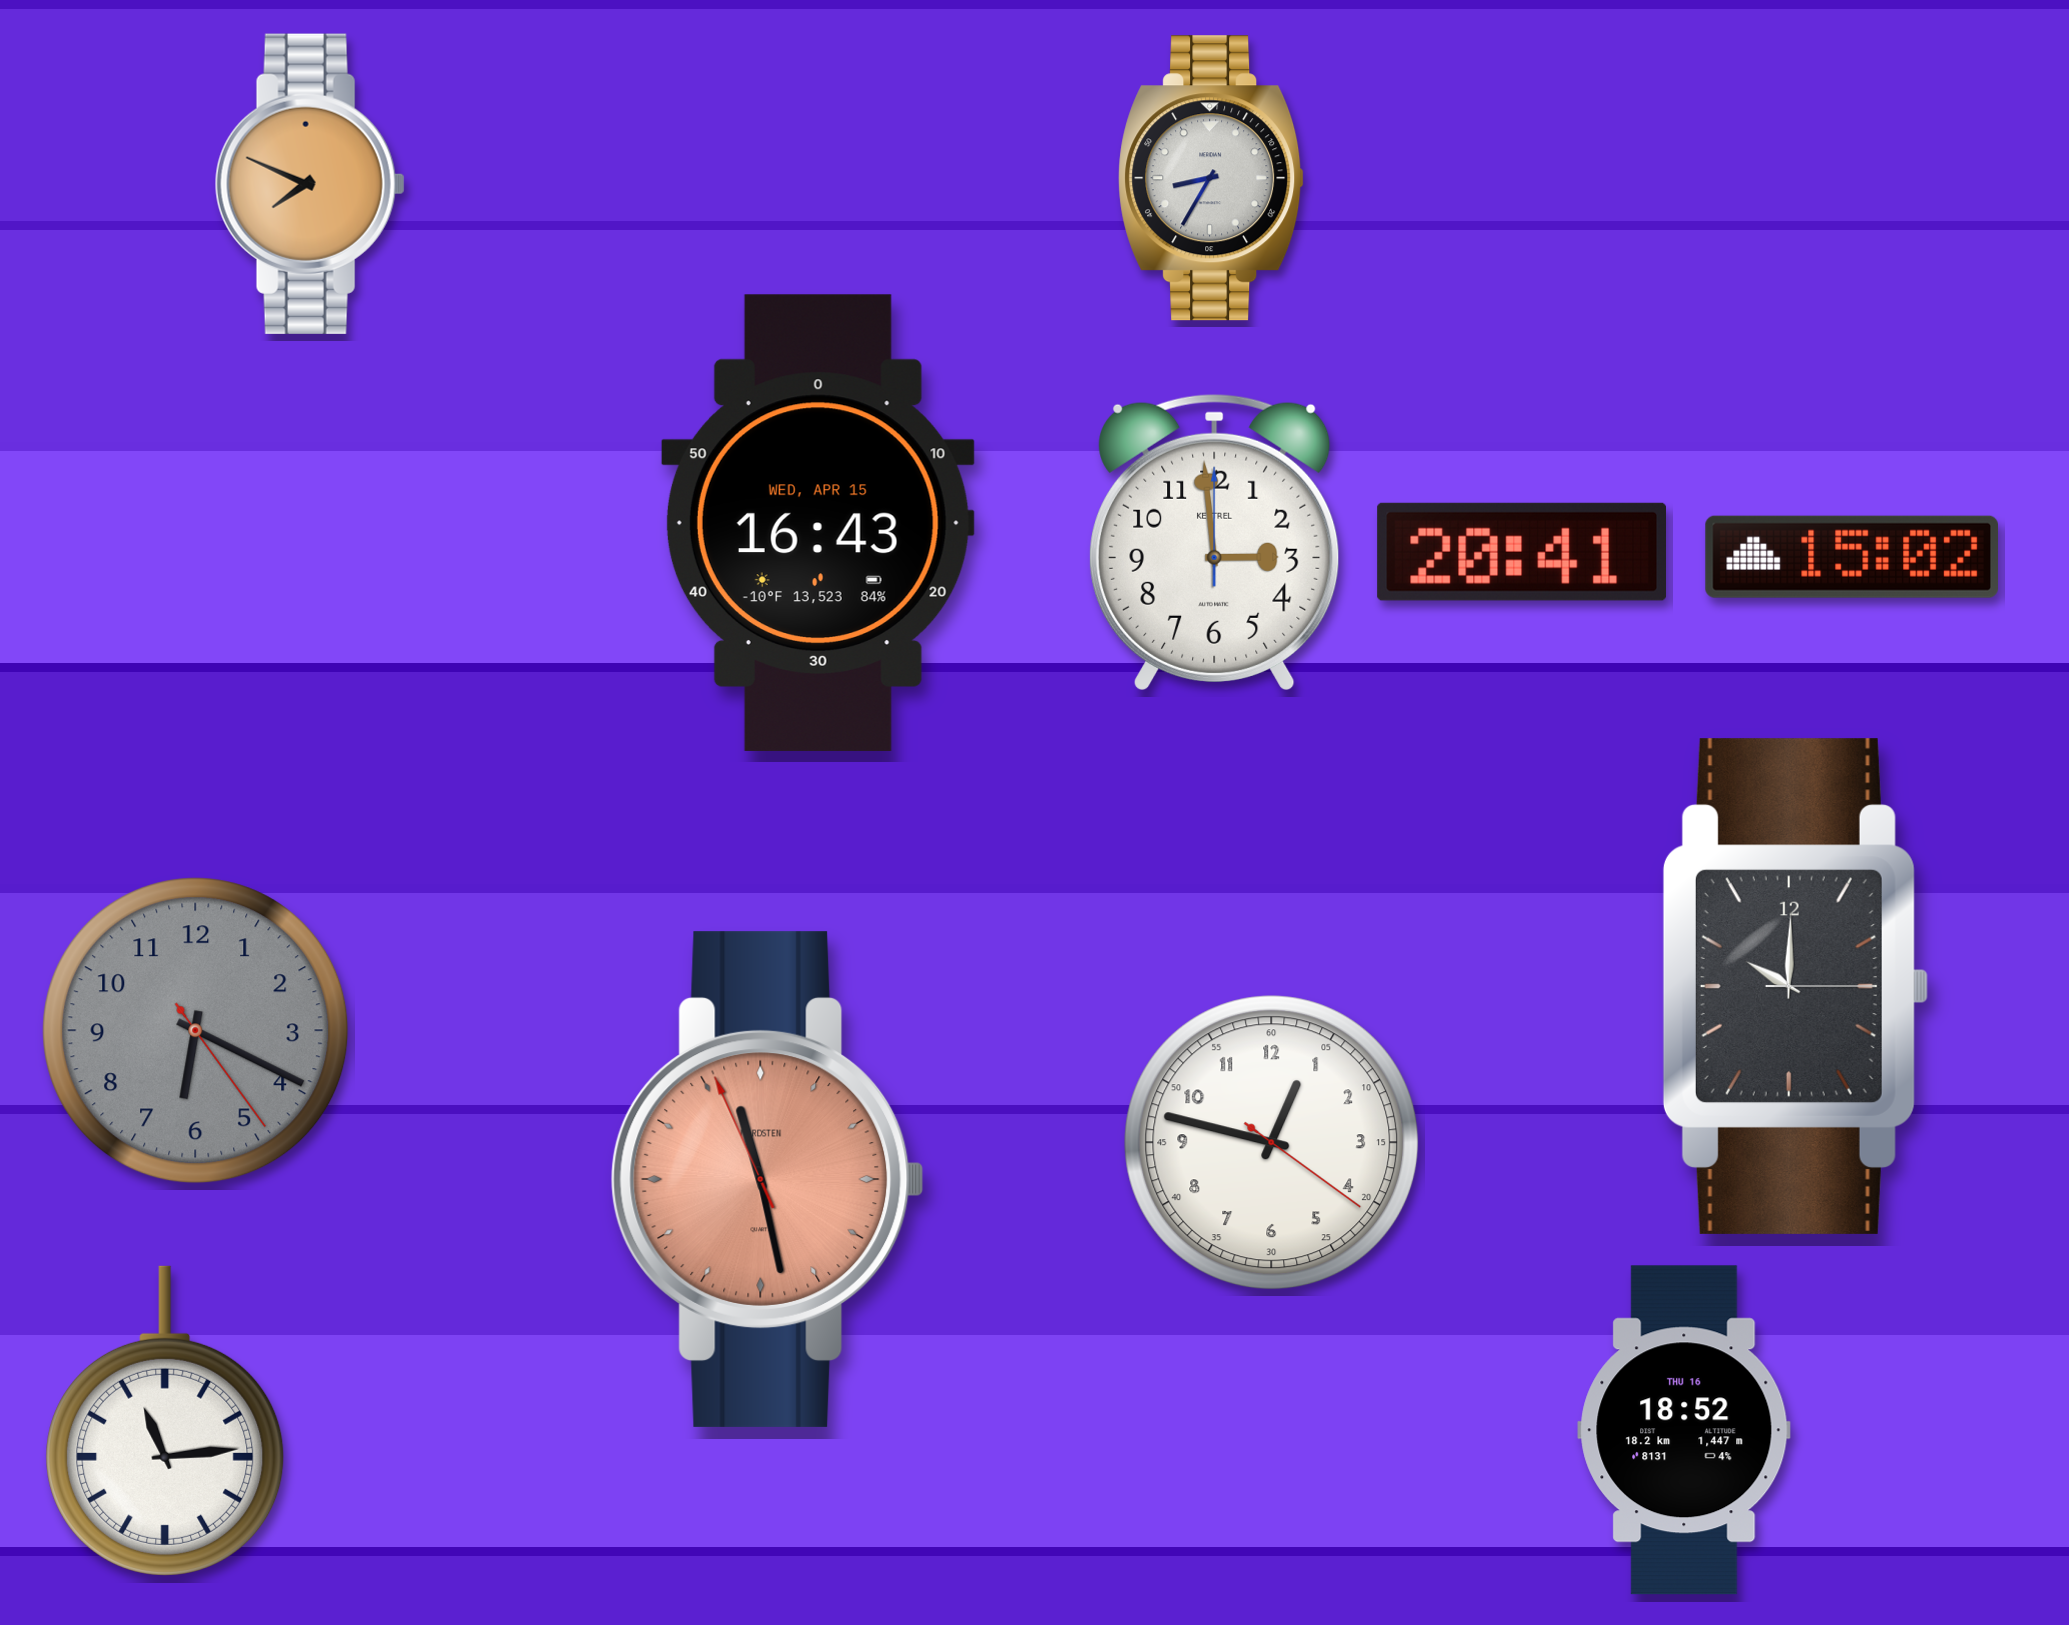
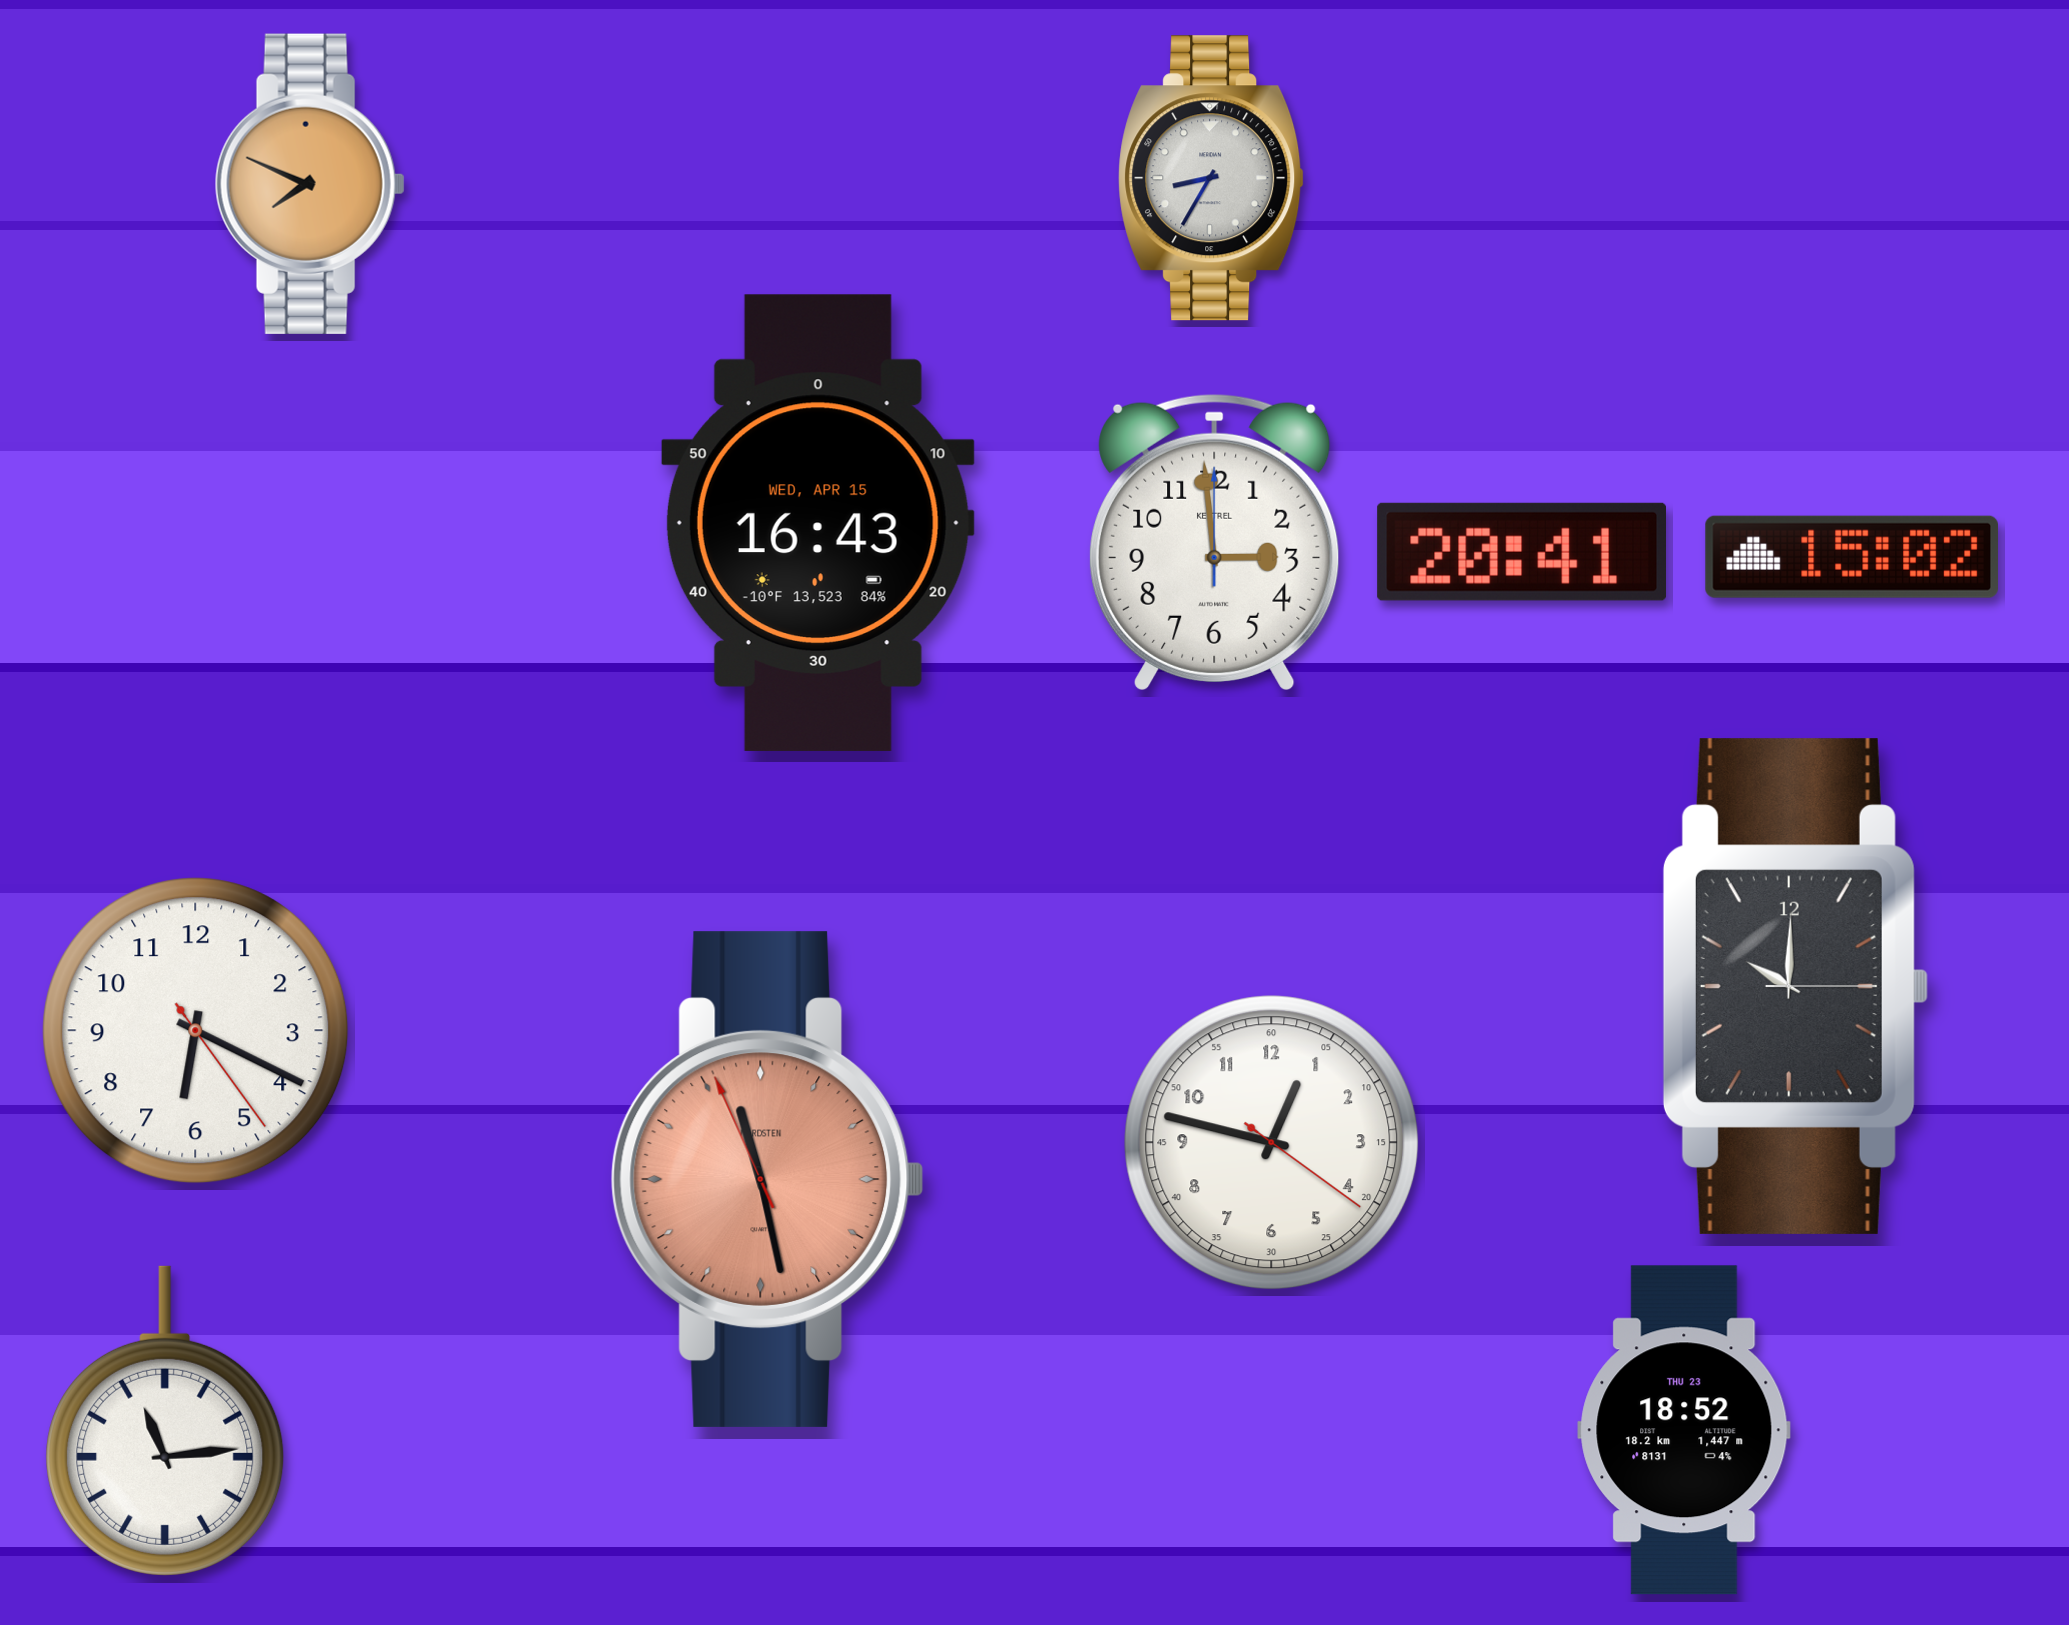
clock at (196, 1031) dial: grey -> white
clock at (1684, 1430) date: THU 16 -> THU 23
